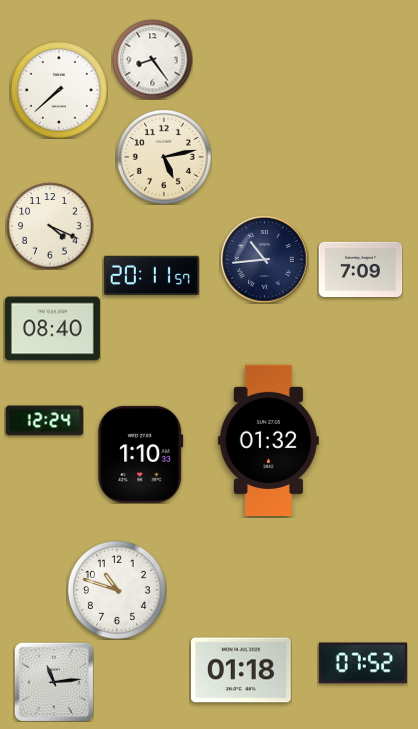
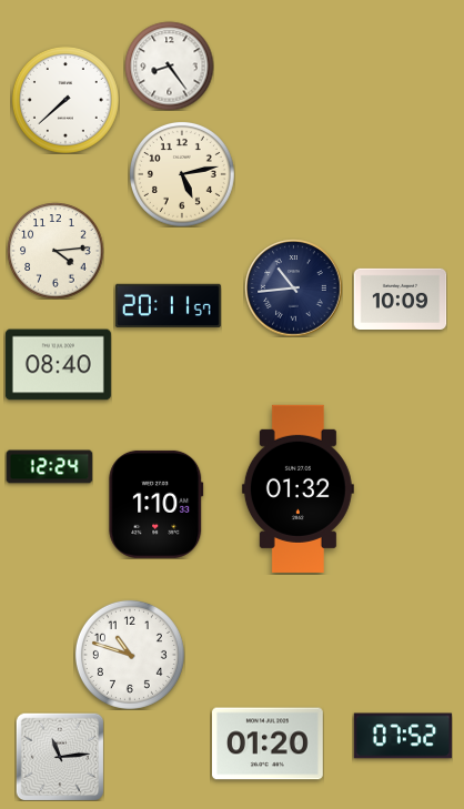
clock at (50, 226): 4:19 -> 4:14
clock at (360, 269): 7:09 -> 10:09
clock at (241, 670): 01:18 -> 01:20
